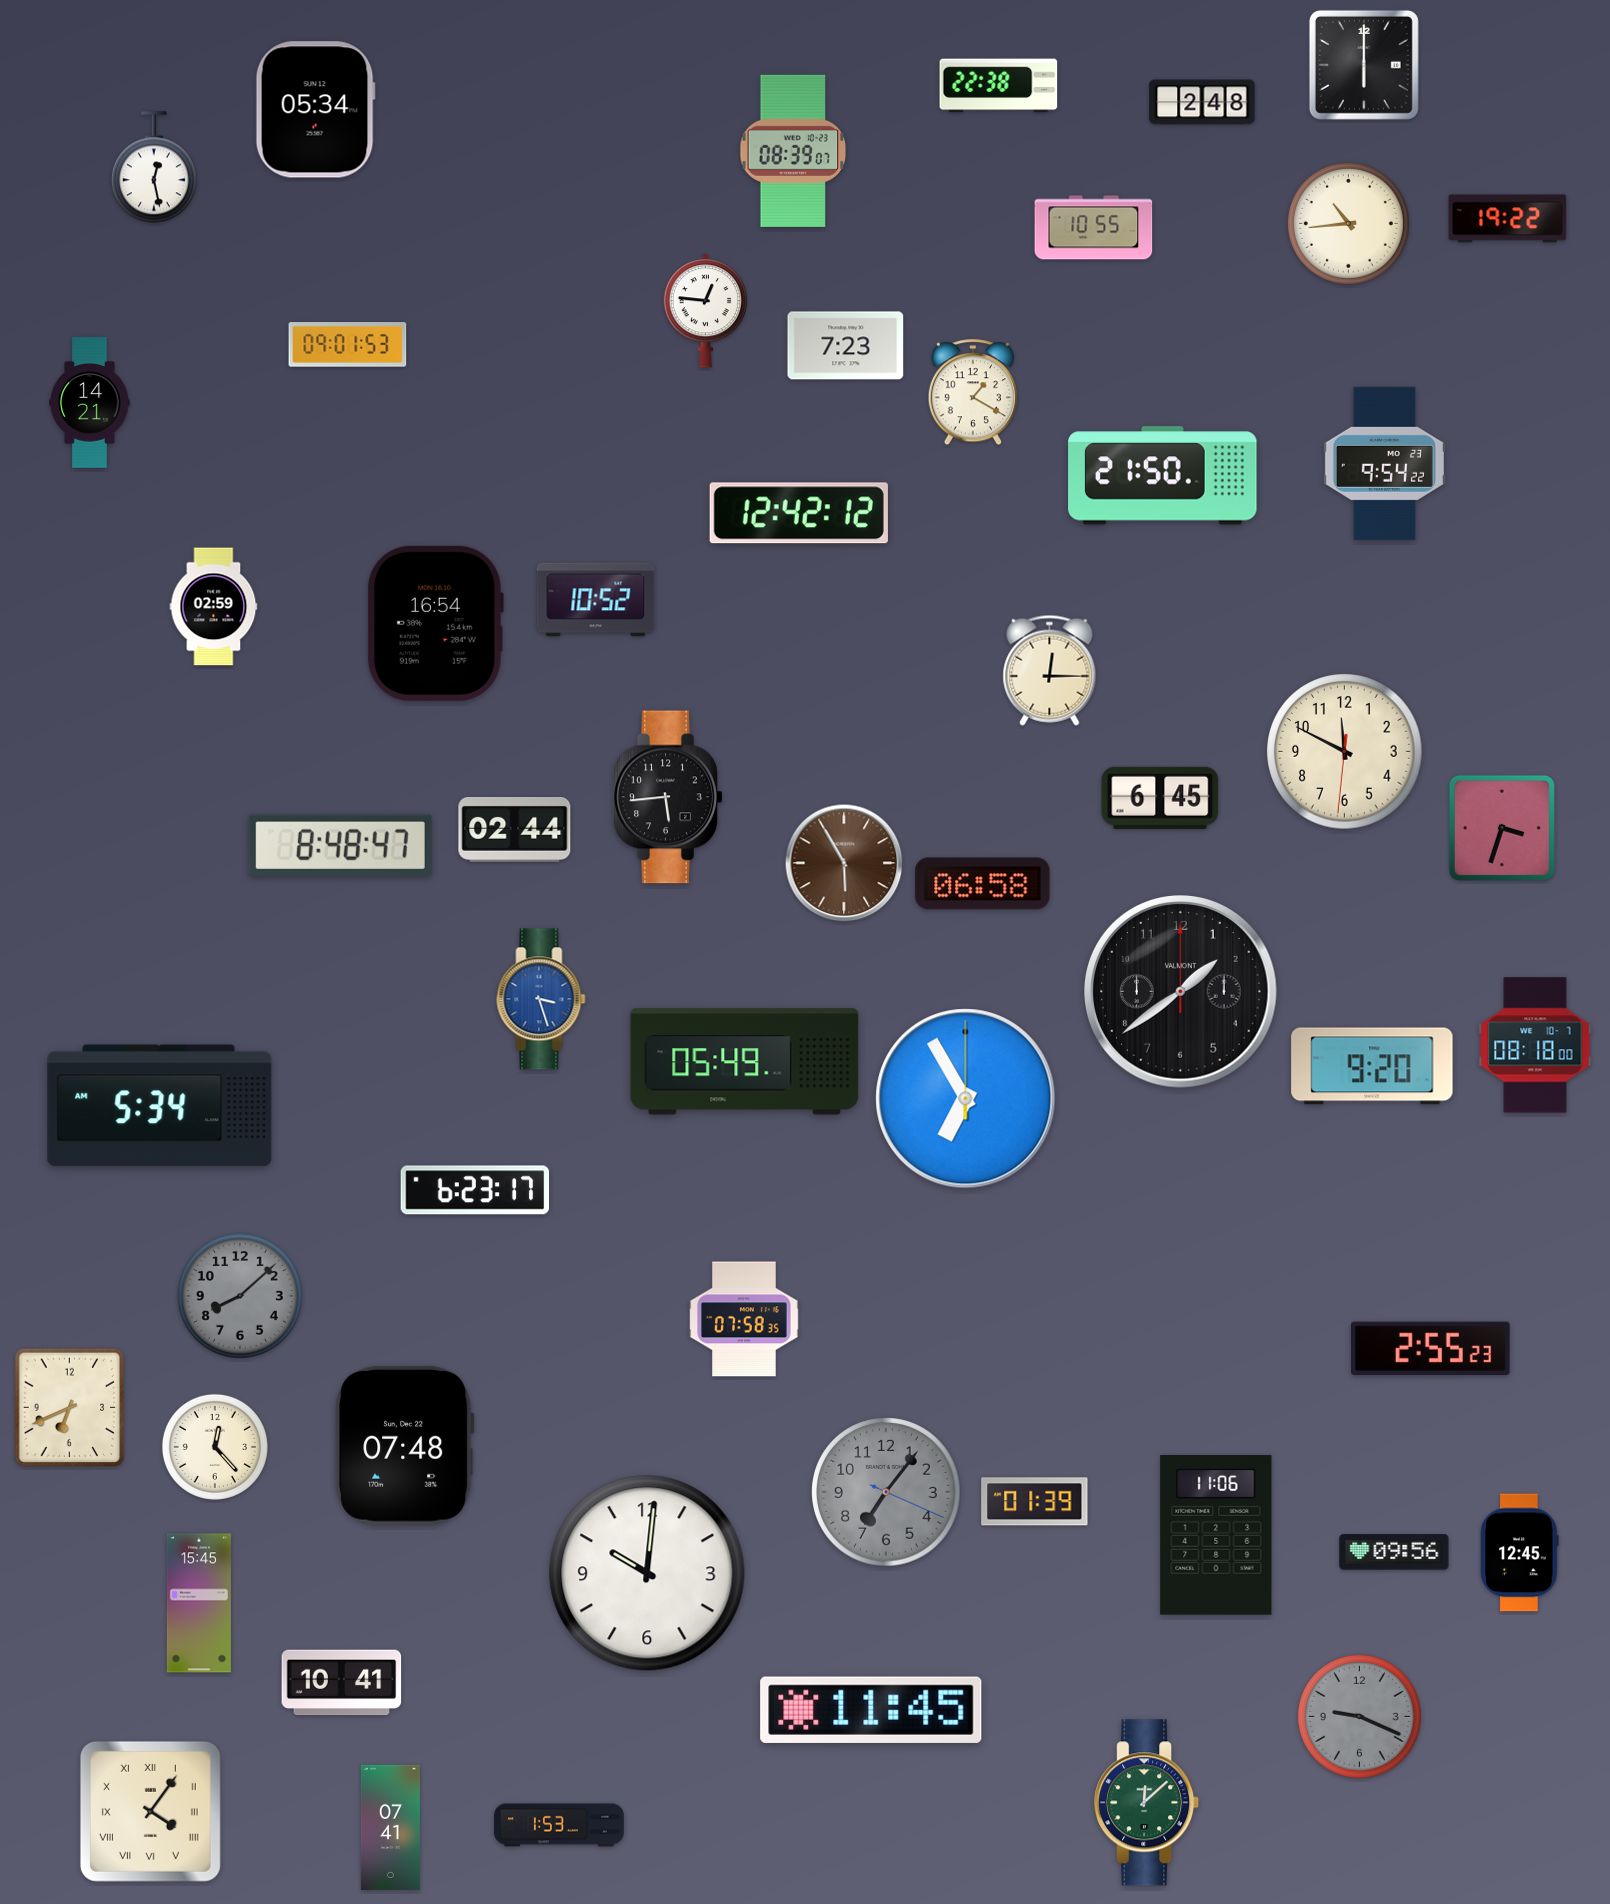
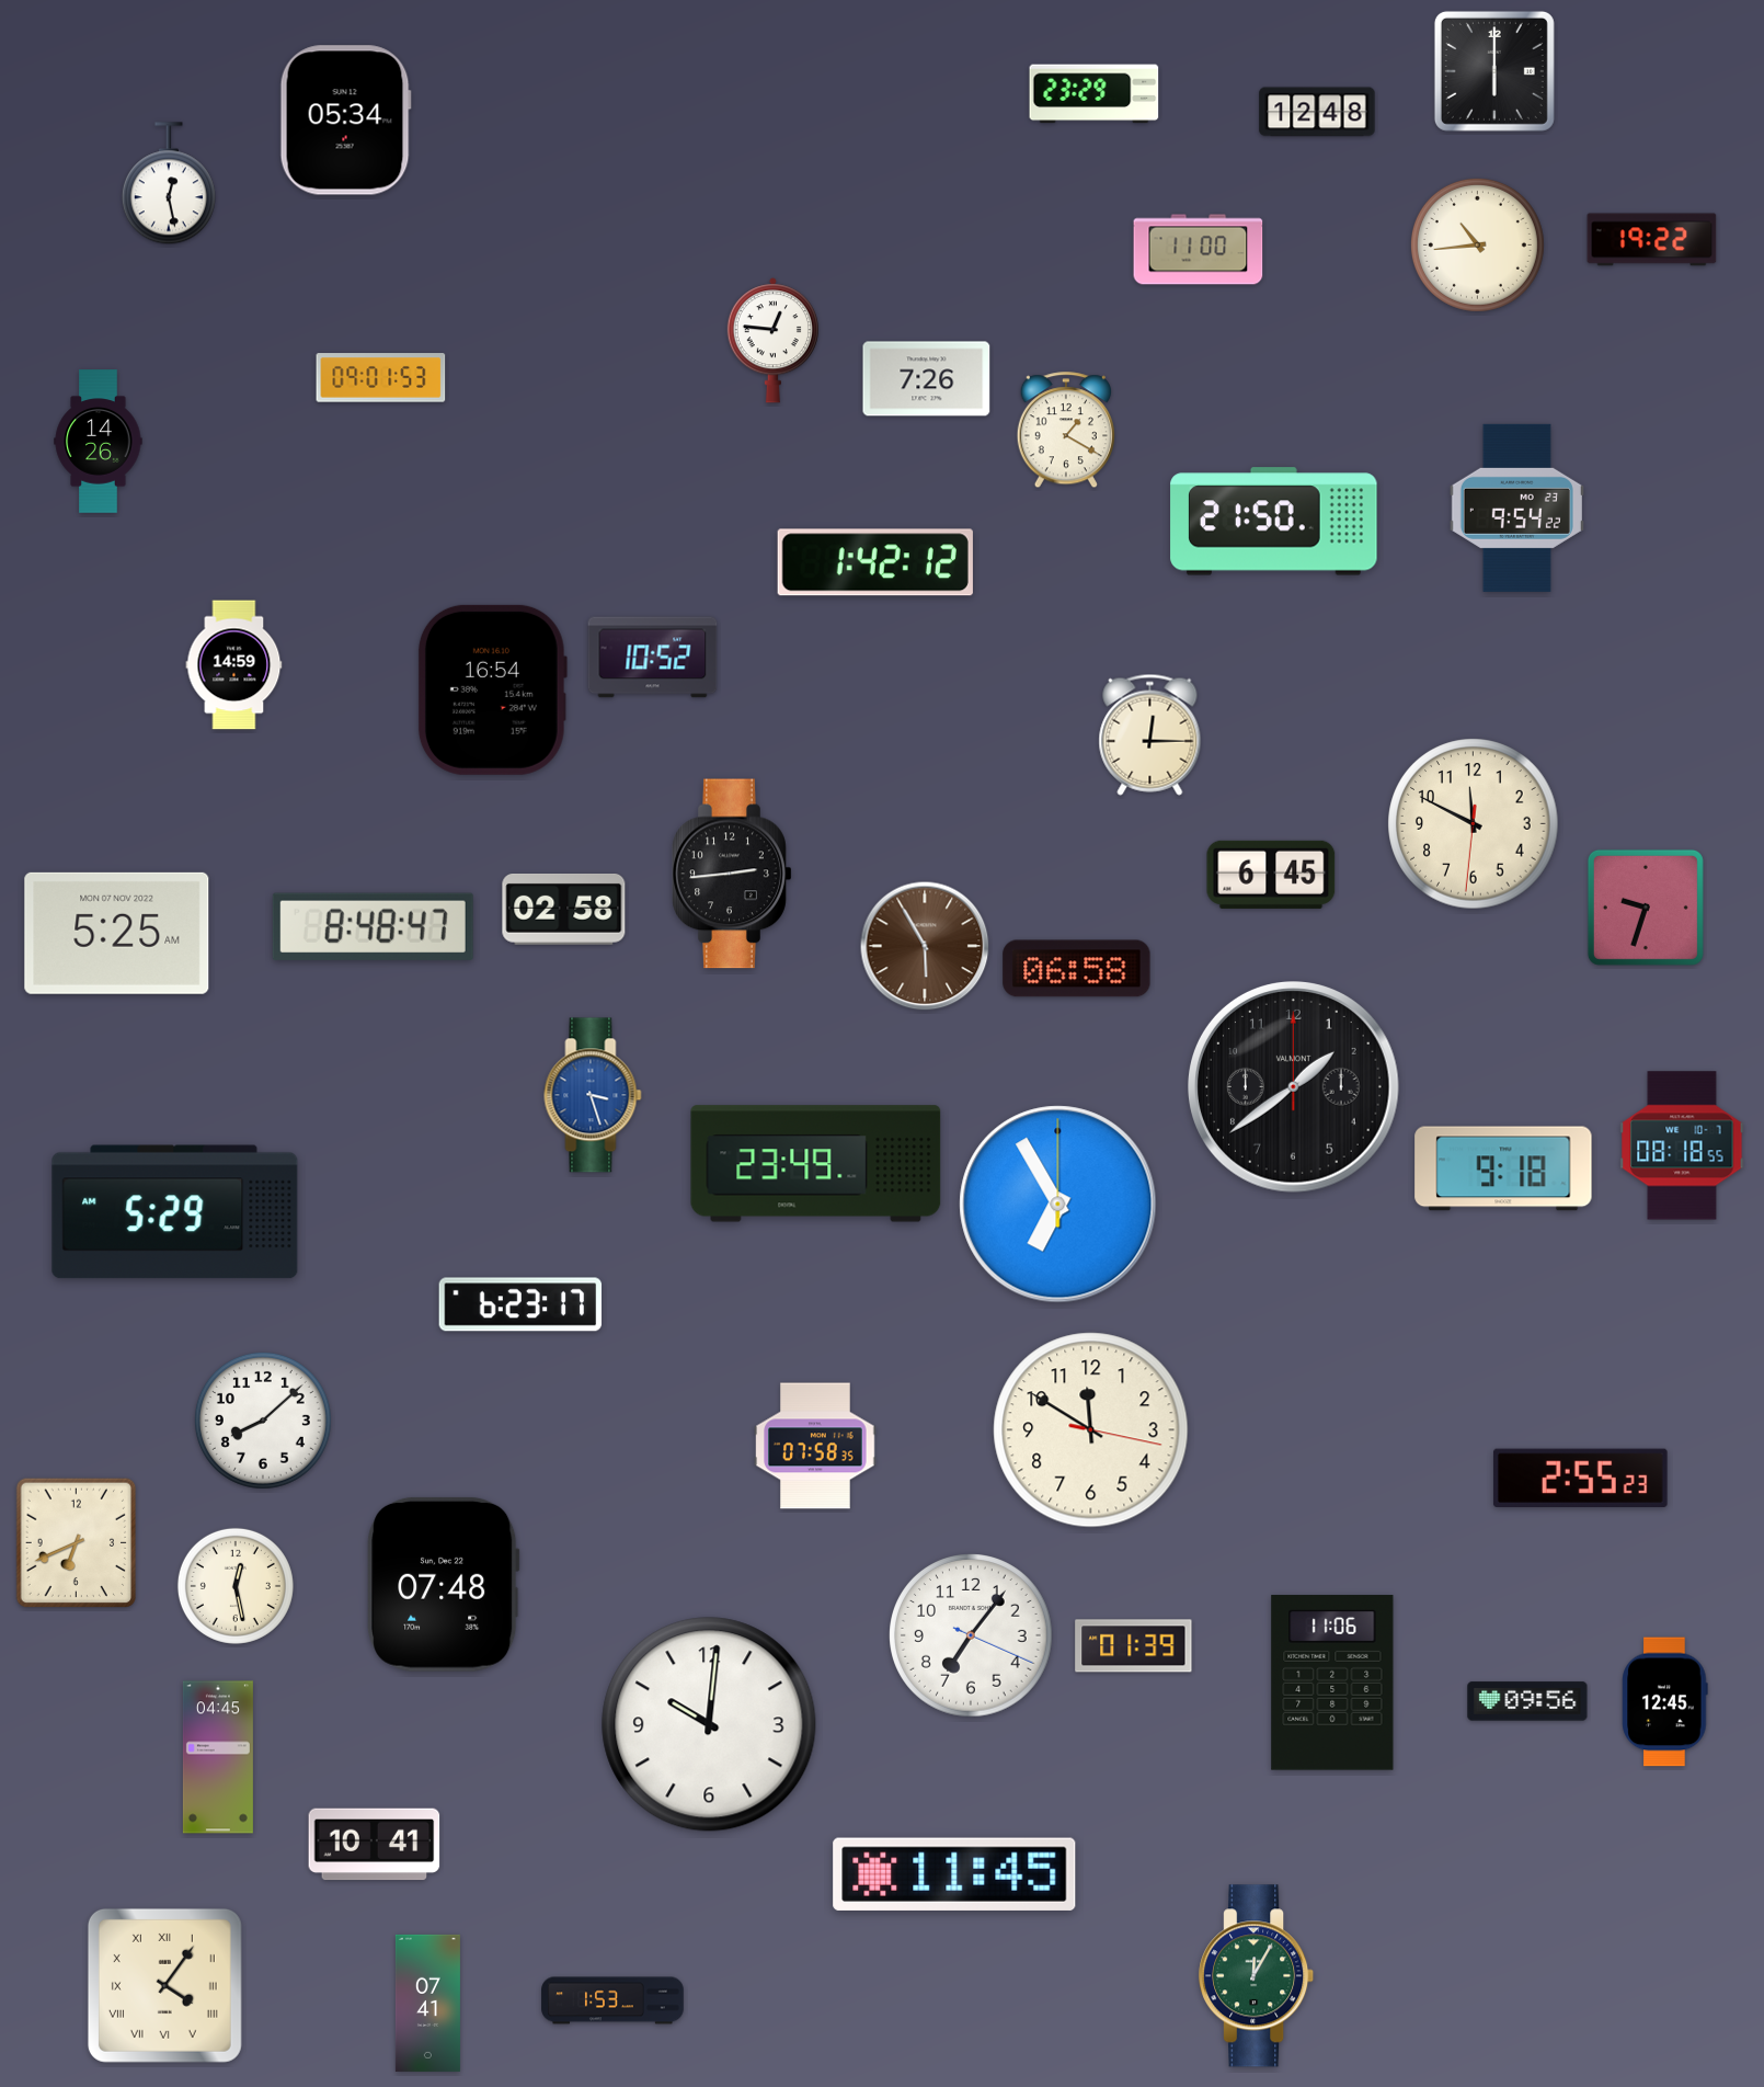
clock at (999, 86): 22:38 -> 23:29
clock at (1202, 102): 2:48 -> 12:48
clock at (793, 151): 08:39 -> none
clock at (1094, 228): 10:55 -> 11:00
clock at (846, 346): 7:23 -> 7:26
clock at (90, 403): 14:21 -> 14:26
clock at (799, 513): 12:42 -> 1:42
clock at (214, 607): 02:59 -> 14:59
clock at (435, 623) position: (435, 623) -> (492, 689)
clock at (668, 797): 5:44 -> 2:44
clock at (1502, 828): 3:33 -> 9:33
clock at (515, 830): 02:44 -> 02:58
clock at (117, 933): none -> 5:25
clock at (1535, 1045): 08:18:00 -> 08:18:55
clock at (745, 1062): 05:49 -> 23:49
clock at (1372, 1066): 9:20 -> 9:18
clock at (160, 1106): 5:34 -> 5:29
clock at (240, 1296) dial: grey -> white
clock at (1091, 1430): none -> 11:50
clock at (1430, 1349) position: (1430, 1349) -> (1580, 1479)
clock at (215, 1447): 12:23 -> 12:28
clock at (886, 1492) dial: grey -> white
clock at (199, 1603): 15:45 -> 04:45
clock at (1359, 1716): 9:19 -> none
clock at (1147, 1803): 12:08 -> 12:05
